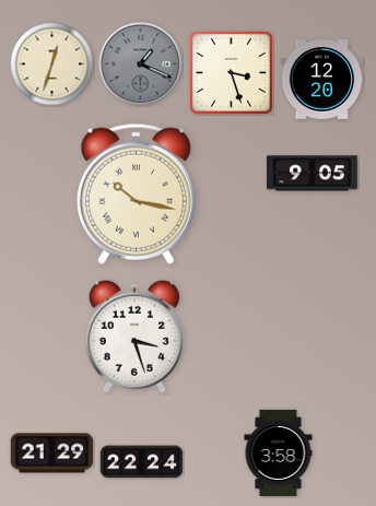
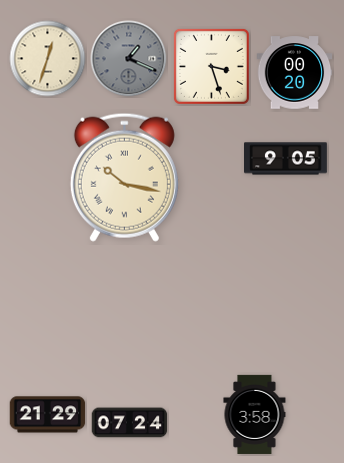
clock at (322, 80): 12:20 -> 00:20
clock at (133, 337): 3:27 -> none
clock at (142, 462): 22:24 -> 07:24
